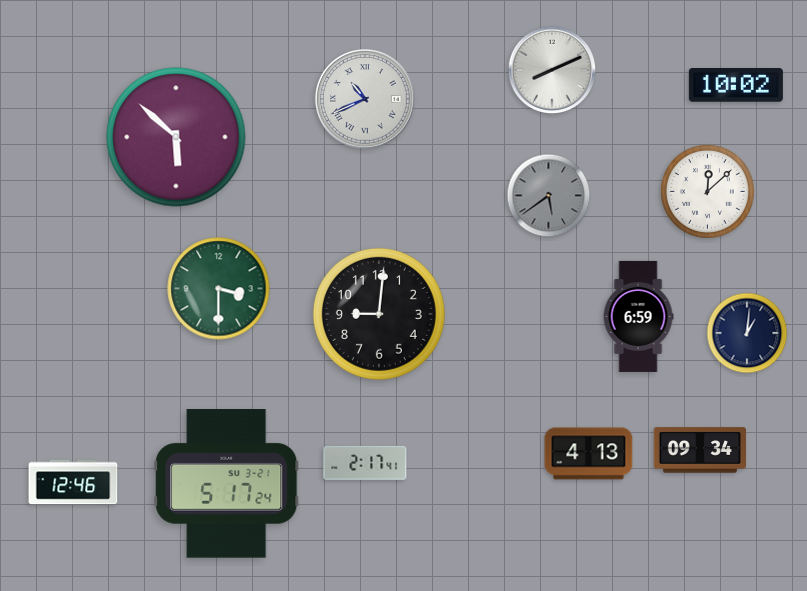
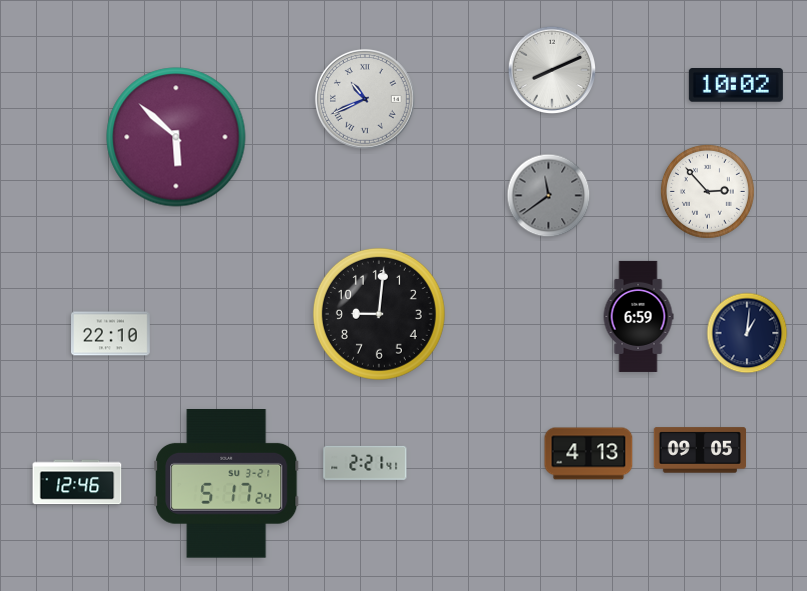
clock at (707, 191): 12:08 -> 2:53
clock at (549, 196): 5:39 -> 11:39
clock at (219, 289): 3:30 -> none
clock at (111, 334): none -> 22:10
clock at (700, 450): 09:34 -> 09:05
clock at (365, 463): 2:17 -> 2:21
clock at (73, 482) position: (73, 482) -> (77, 482)
